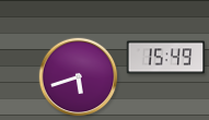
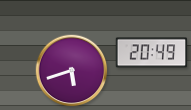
clock at (166, 58): 15:49 -> 20:49
